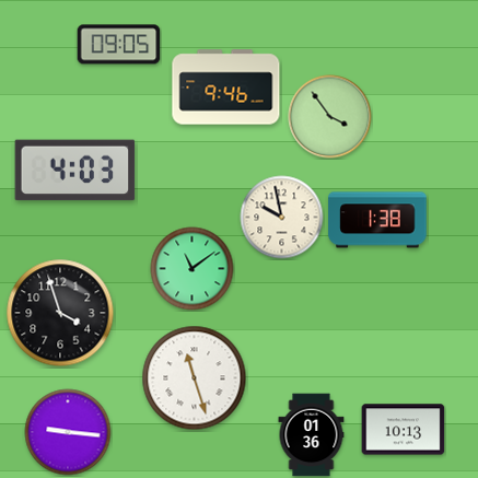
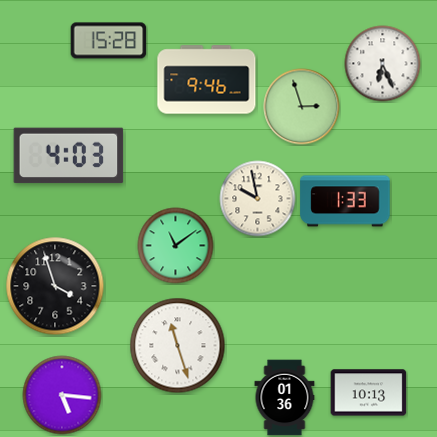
clock at (119, 45): 09:05 -> 15:28
clock at (383, 64): none -> 6:26
clock at (330, 117): 3:54 -> 2:57
clock at (377, 220): 1:38 -> 1:33
clock at (68, 432): 9:16 -> 5:16
